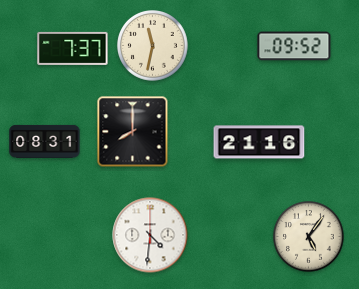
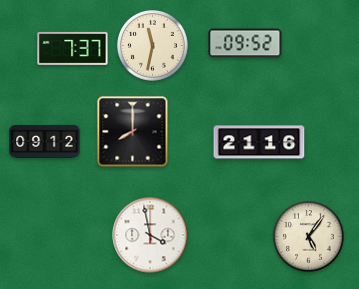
clock at (294, 46) position: (294, 46) -> (245, 43)
clock at (45, 141): 08:31 -> 09:12
clock at (150, 235): 4:31 -> 3:58
